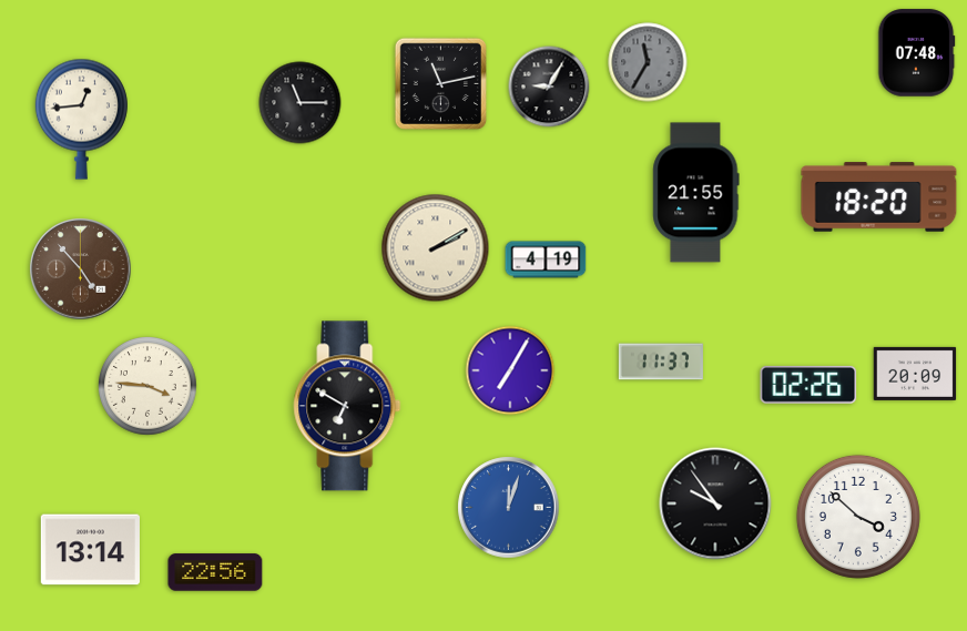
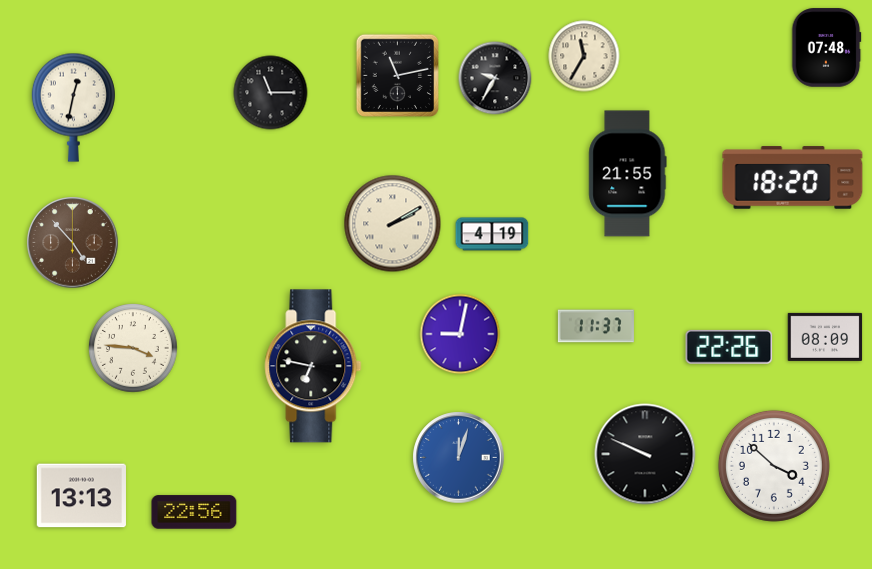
clock at (648, 62) dial: grey -> cream
clock at (549, 86): 9:05 -> 9:35
clock at (81, 119): 12:44 -> 12:32
clock at (510, 370): 7:05 -> 9:02
clock at (915, 374): 20:09 -> 08:09
clock at (808, 385): 02:26 -> 22:26
clock at (347, 406): 6:50 -> 6:47
clock at (715, 503): 9:54 -> 9:49
clock at (90, 550): 13:14 -> 13:13
clock at (215, 572) position: (215, 572) -> (194, 512)
